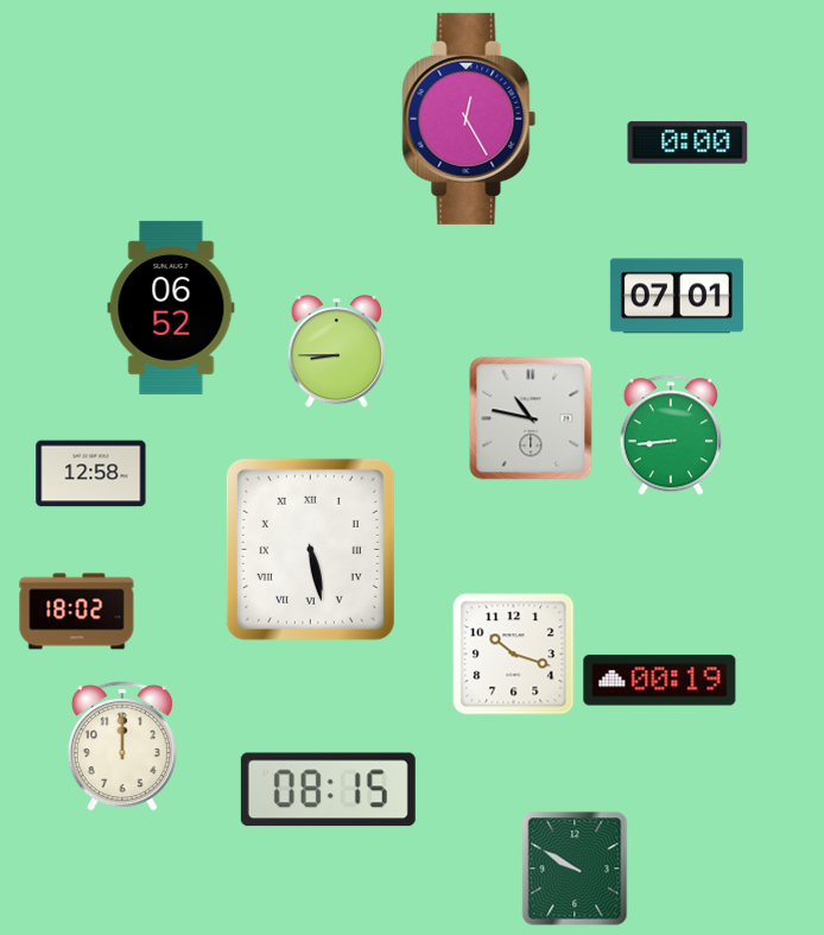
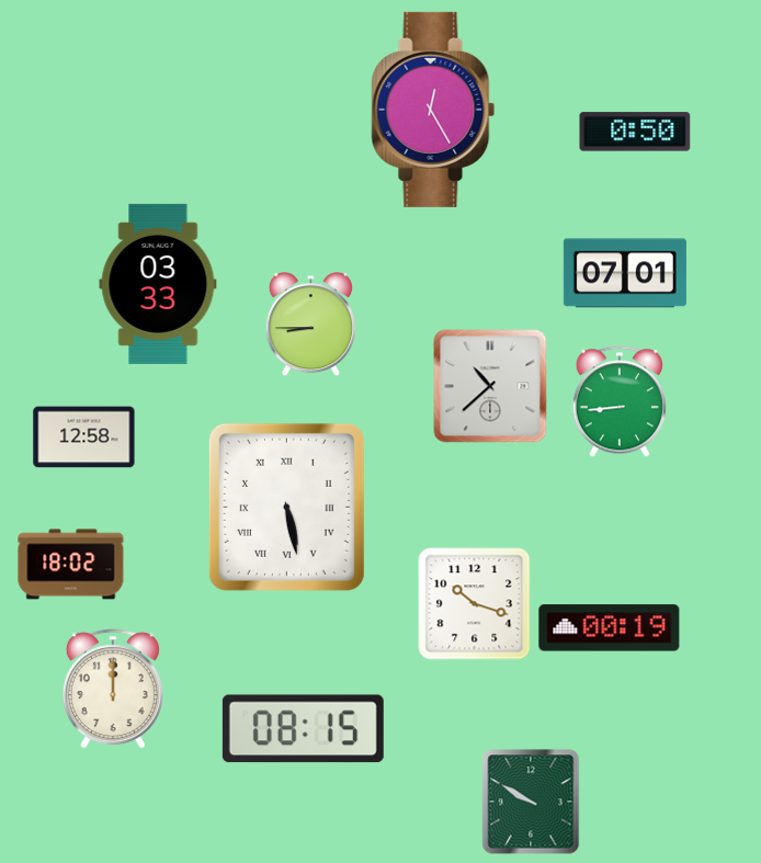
clock at (687, 143): 0:00 -> 0:50
clock at (171, 308): 06:52 -> 03:33
clock at (531, 418): 10:47 -> 10:38
